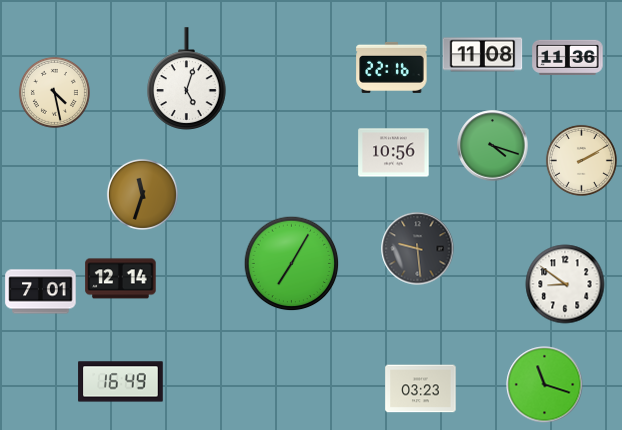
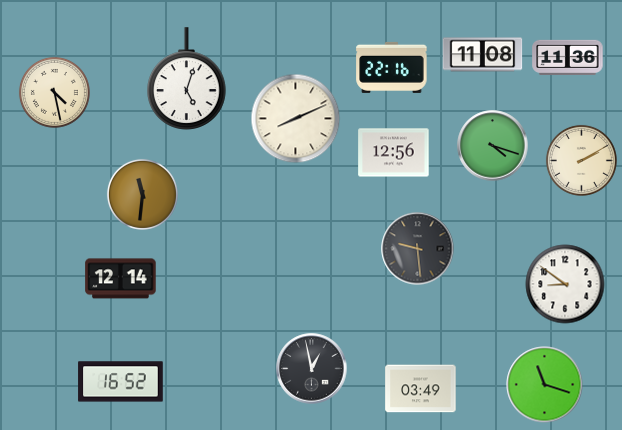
clock at (296, 119): none -> 8:11
clock at (394, 153): 10:56 -> 12:56
clock at (142, 194): 11:33 -> 11:31
clock at (292, 264): 7:05 -> none
clock at (41, 292): 7:01 -> none
clock at (312, 369): none -> 12:58
clock at (121, 382): 16:49 -> 16:52
clock at (421, 389): 03:23 -> 03:49
